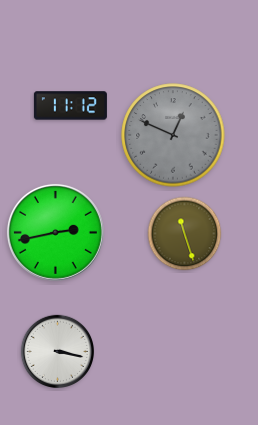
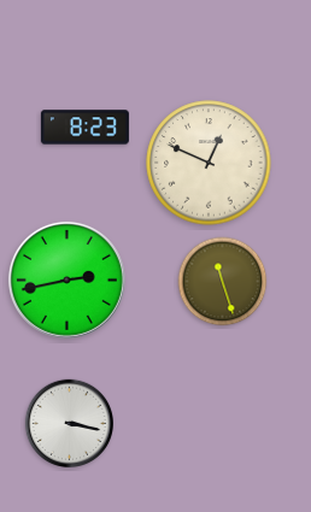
clock at (70, 106): 11:12 -> 8:23
clock at (173, 135) dial: grey -> cream
